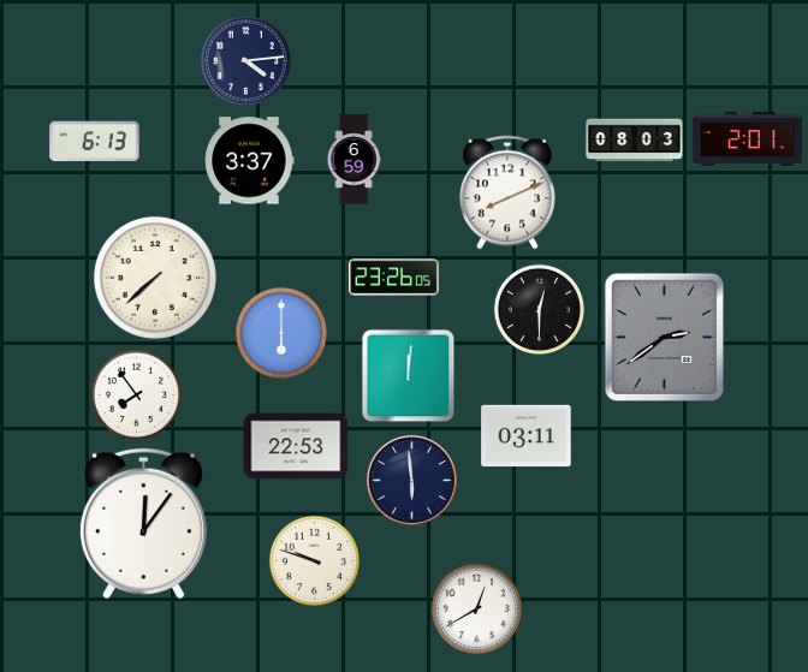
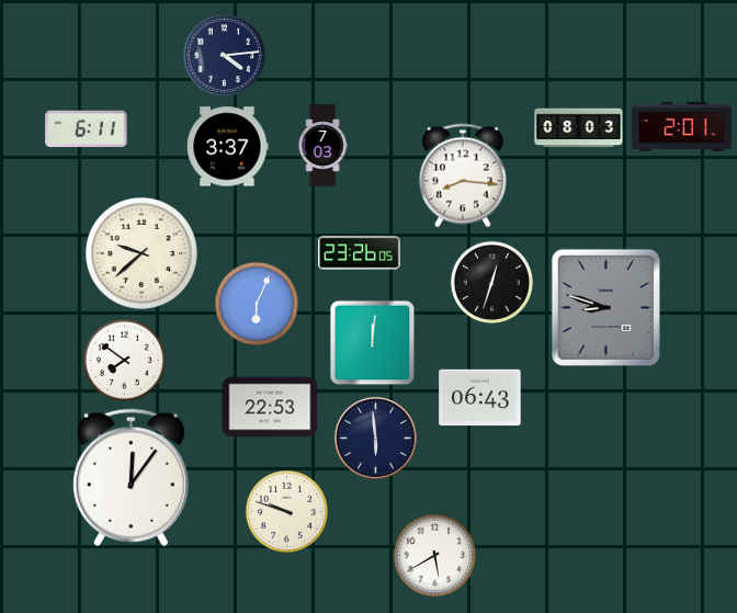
clock at (95, 142): 6:13 -> 6:11
clock at (353, 160): 6:59 -> 7:03
clock at (507, 192): 8:11 -> 8:16
clock at (155, 278): 7:38 -> 9:38
clock at (540, 310): 12:30 -> 12:33
clock at (280, 332): 6:00 -> 6:04
clock at (664, 337): 2:39 -> 8:48
clock at (137, 396): 7:54 -> 7:51
clock at (527, 436): 03:11 -> 06:43
clock at (477, 609): 12:40 -> 5:40
